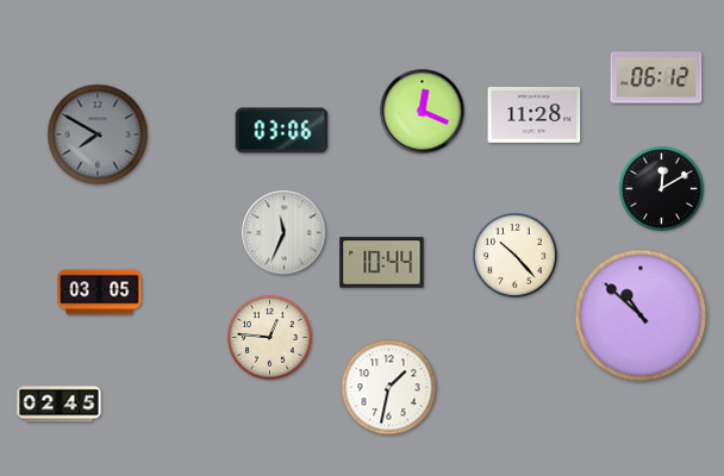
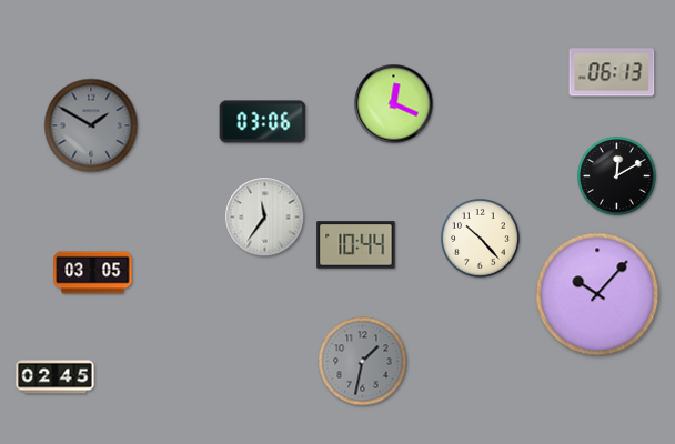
clock at (656, 77): 06:12 -> 06:13
clock at (535, 115): 11:28 -> none
clock at (98, 134): 7:50 -> 1:50
clock at (285, 233): 11:34 -> 11:36
clock at (641, 315): 10:52 -> 10:07
clock at (270, 338): 12:46 -> none
clock at (389, 388) dial: white -> grey
